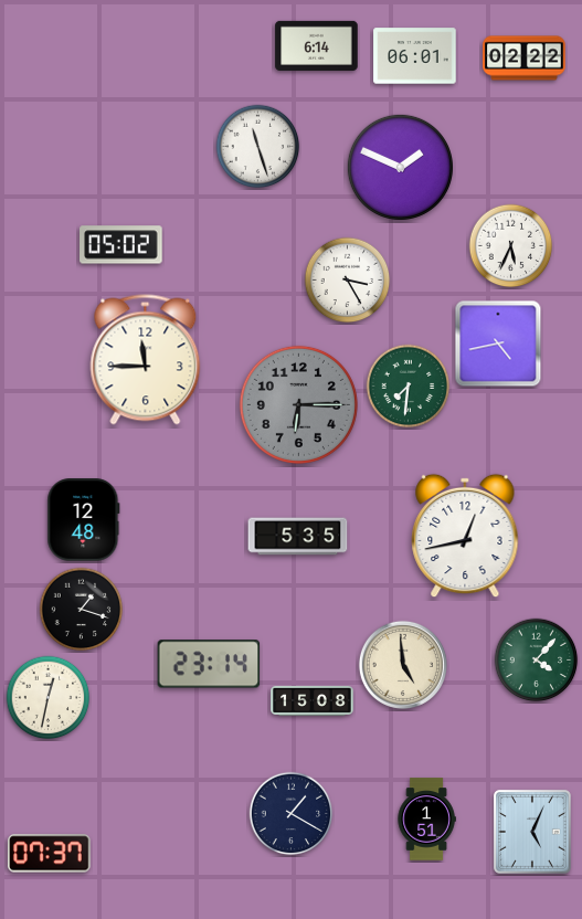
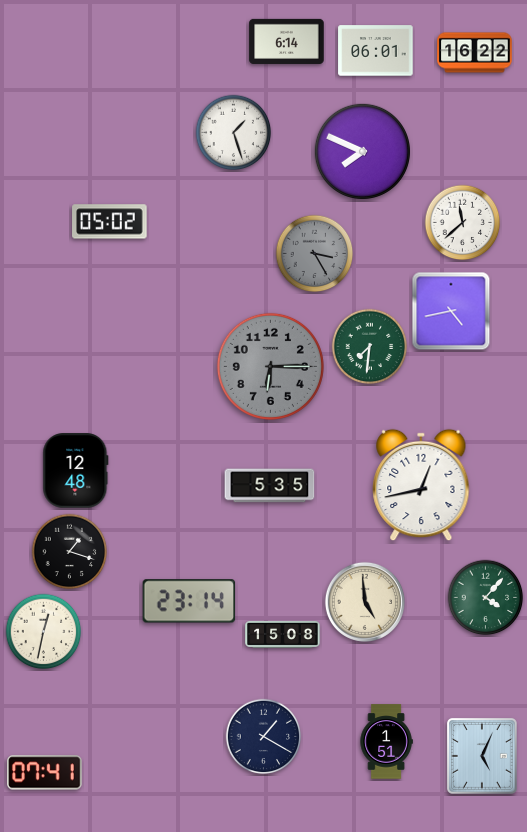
clock at (525, 59): 02:22 -> 16:22
clock at (258, 147): 11:27 -> 1:27
clock at (400, 167): 1:49 -> 7:49
clock at (511, 246): 5:34 -> 11:38
clock at (348, 281) dial: white -> grey
clock at (146, 360): 11:45 -> none
clock at (409, 387) position: (409, 387) -> (370, 347)
clock at (82, 610) position: (82, 610) -> (70, 552)
clock at (532, 832) position: (532, 832) -> (482, 756)
clock at (50, 854): 07:37 -> 07:41
